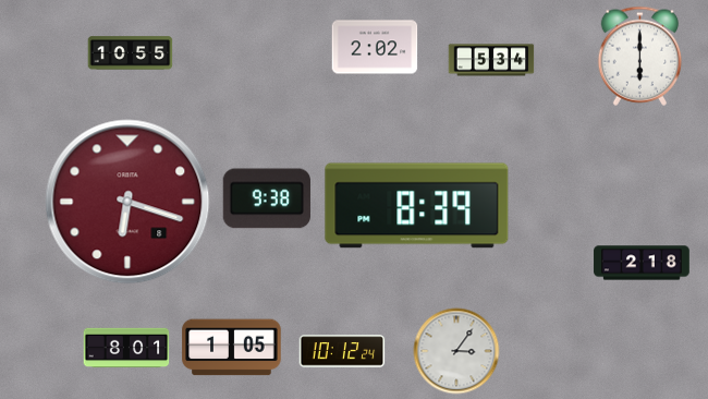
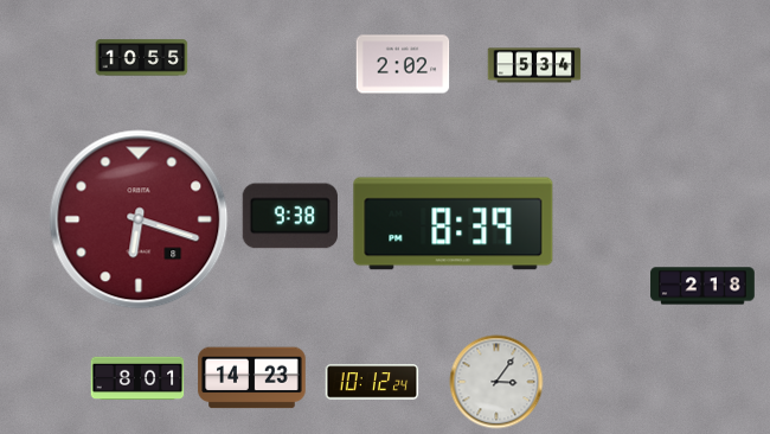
clock at (375, 47) position: (375, 47) -> (403, 64)
clock at (640, 56): 6:00 -> none
clock at (642, 263) position: (642, 263) -> (702, 286)
clock at (232, 348): 1:05 -> 14:23
